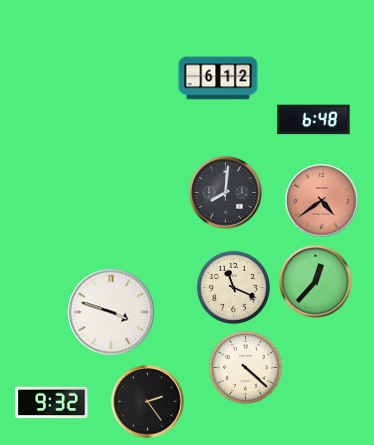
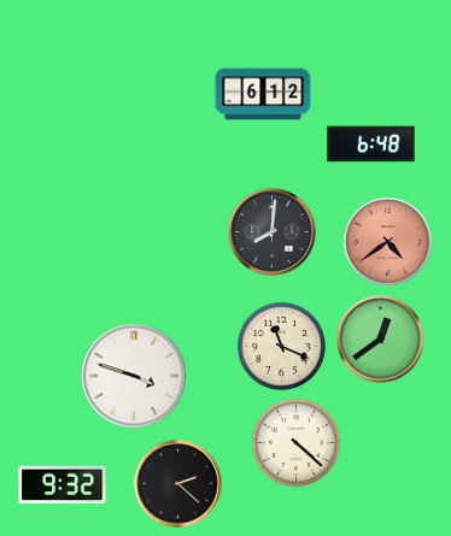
clock at (314, 120) position: (314, 120) -> (371, 145)
clock at (316, 282): 12:37 -> 12:39
clock at (148, 402): 2:24 -> 2:22
